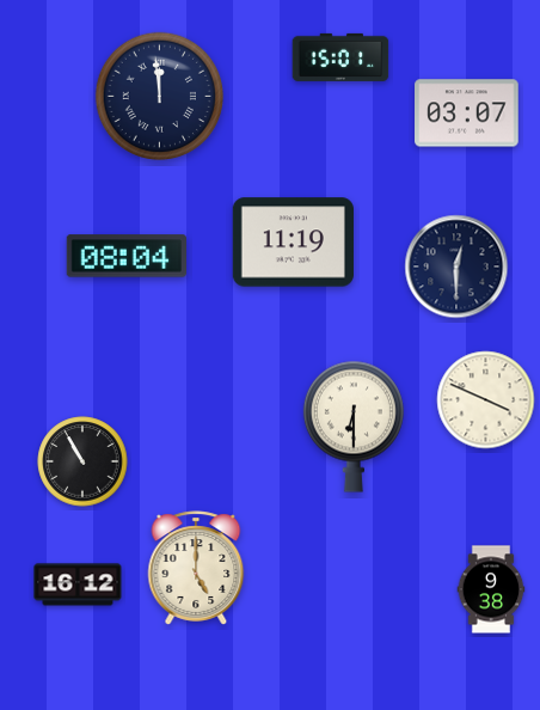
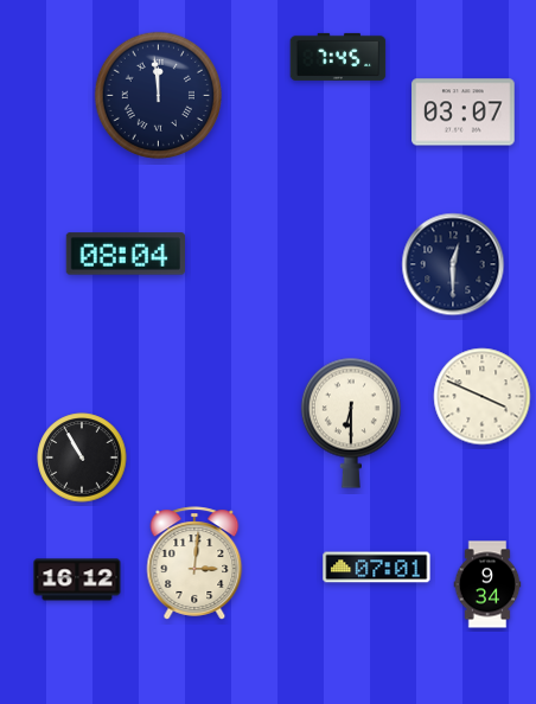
clock at (340, 57): 15:01 -> 7:45
clock at (293, 243): 11:19 -> none
clock at (196, 568): 5:00 -> 3:01
clock at (377, 568): none -> 07:01
clock at (491, 589): 9:38 -> 9:34
